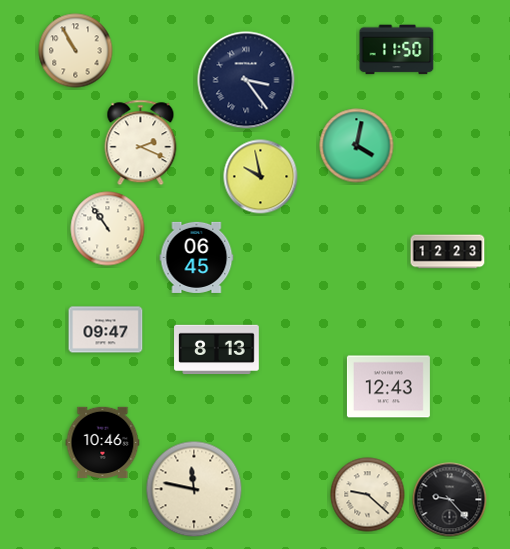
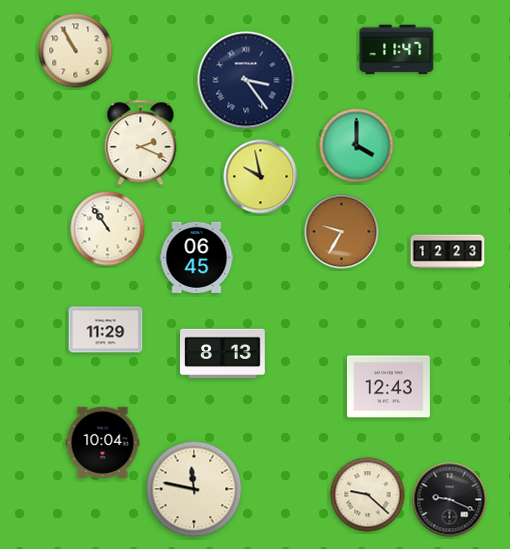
clock at (397, 50): 11:50 -> 11:47
clock at (357, 146): 4:02 -> 4:00
clock at (342, 232): none -> 9:35
clock at (106, 330): 09:47 -> 11:29
clock at (217, 350) position: (217, 350) -> (223, 354)
clock at (103, 442): 10:46 -> 10:04
clock at (450, 500): 9:23 -> 9:19
